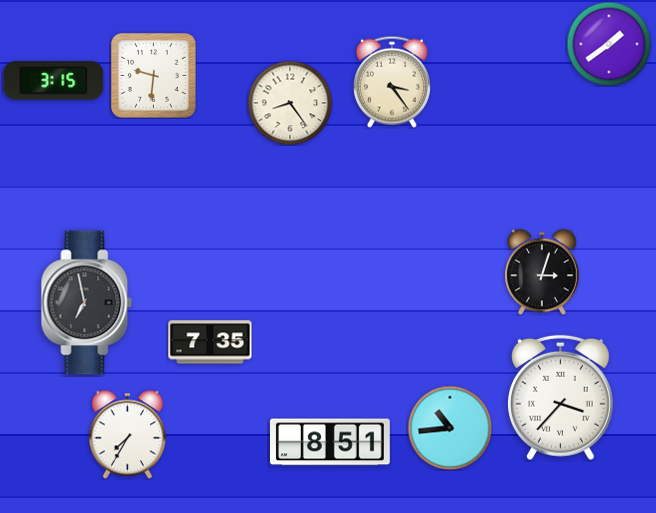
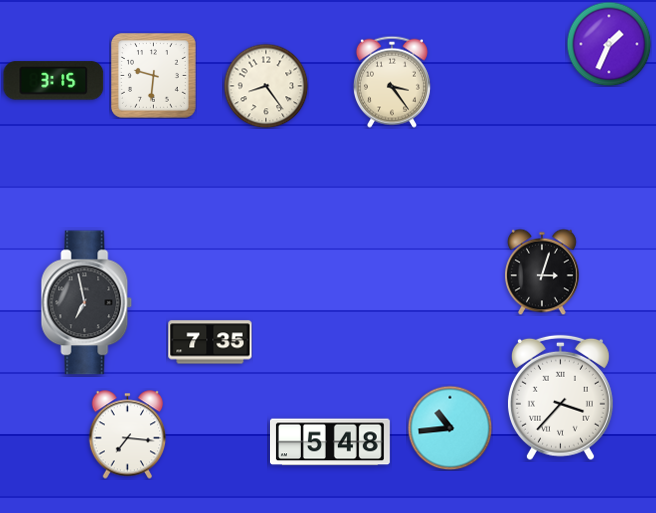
clock at (609, 44): 1:39 -> 1:34
clock at (290, 103) position: (290, 103) -> (266, 86)
clock at (128, 435): 7:35 -> 7:16
clock at (331, 442): 8:51 -> 5:48
